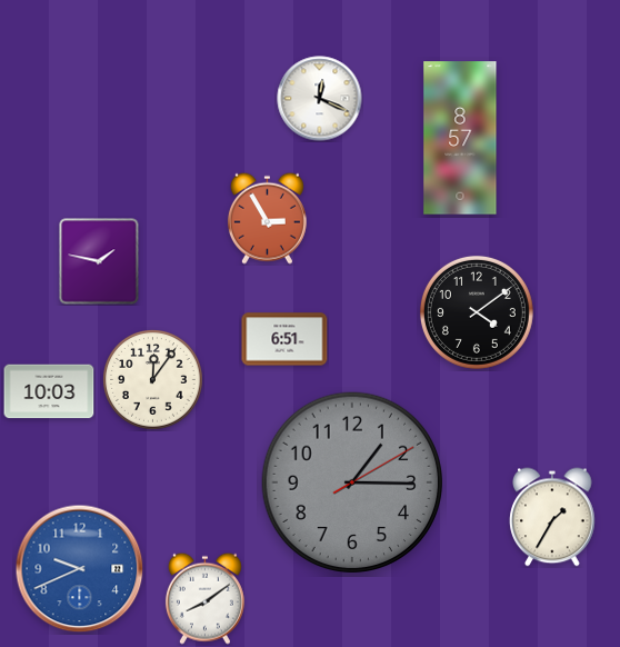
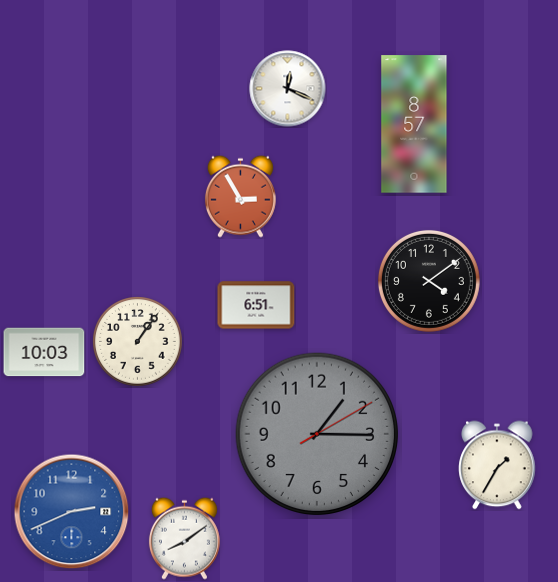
clock at (99, 261): 1:47 -> none
clock at (153, 380): 12:06 -> 1:06
clock at (80, 569): 9:41 -> 2:41
